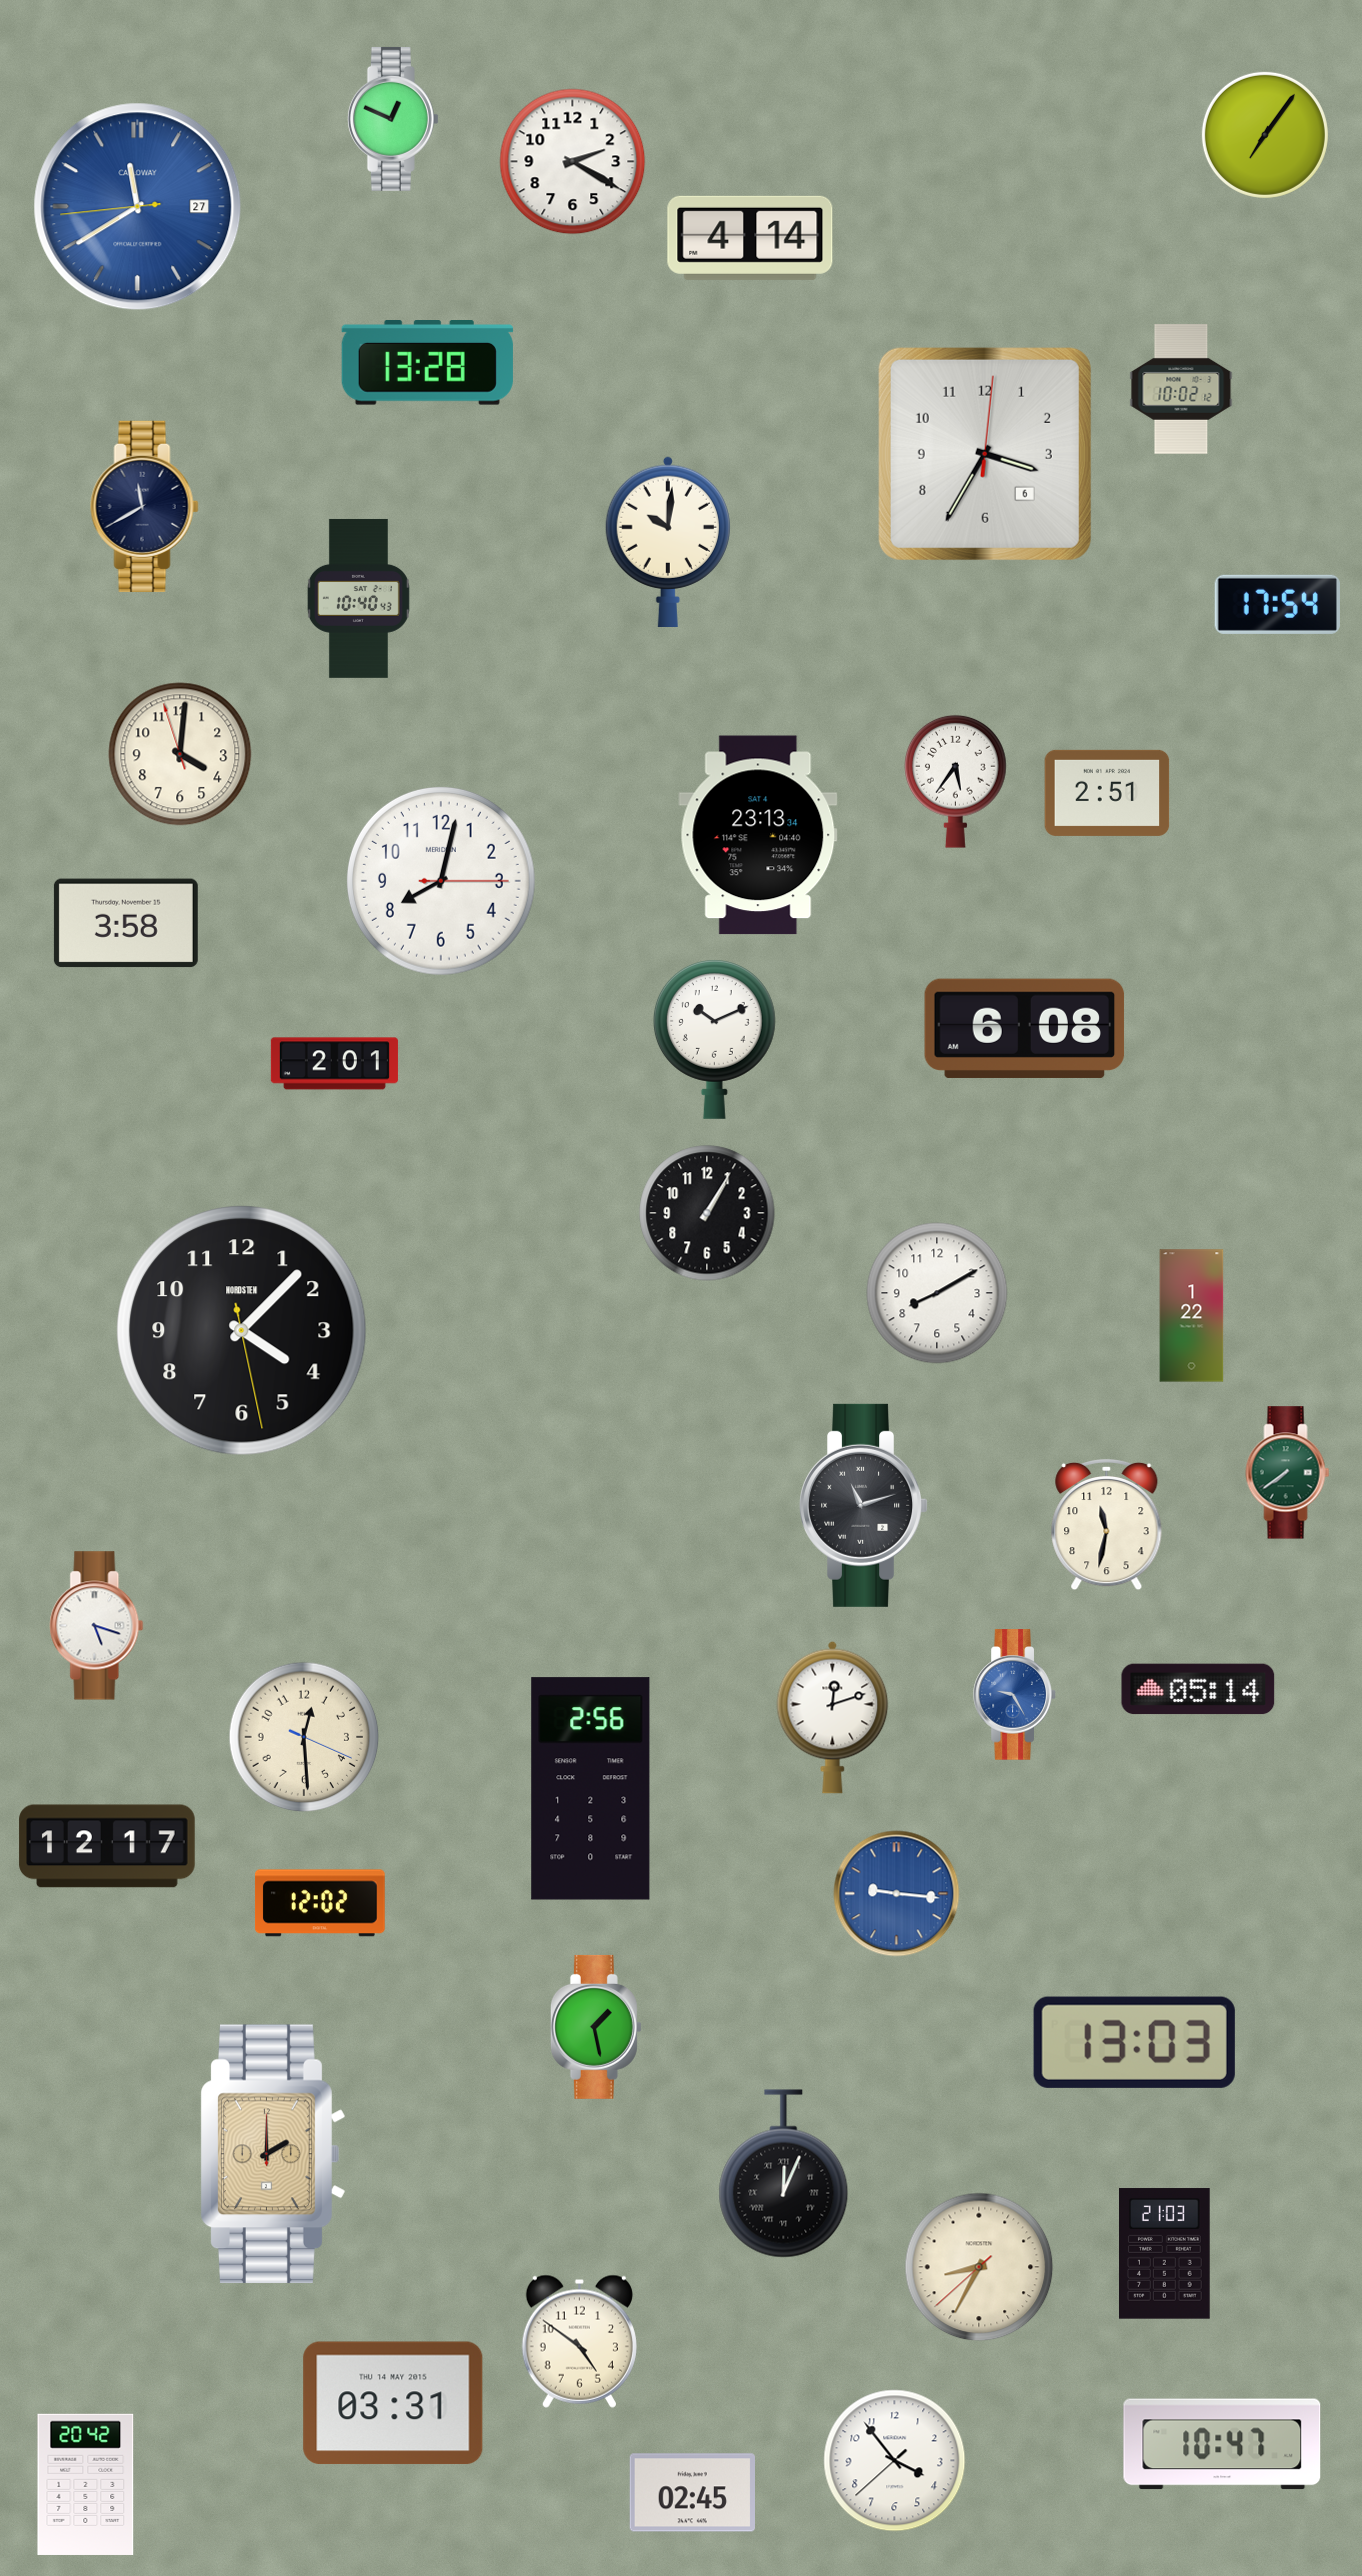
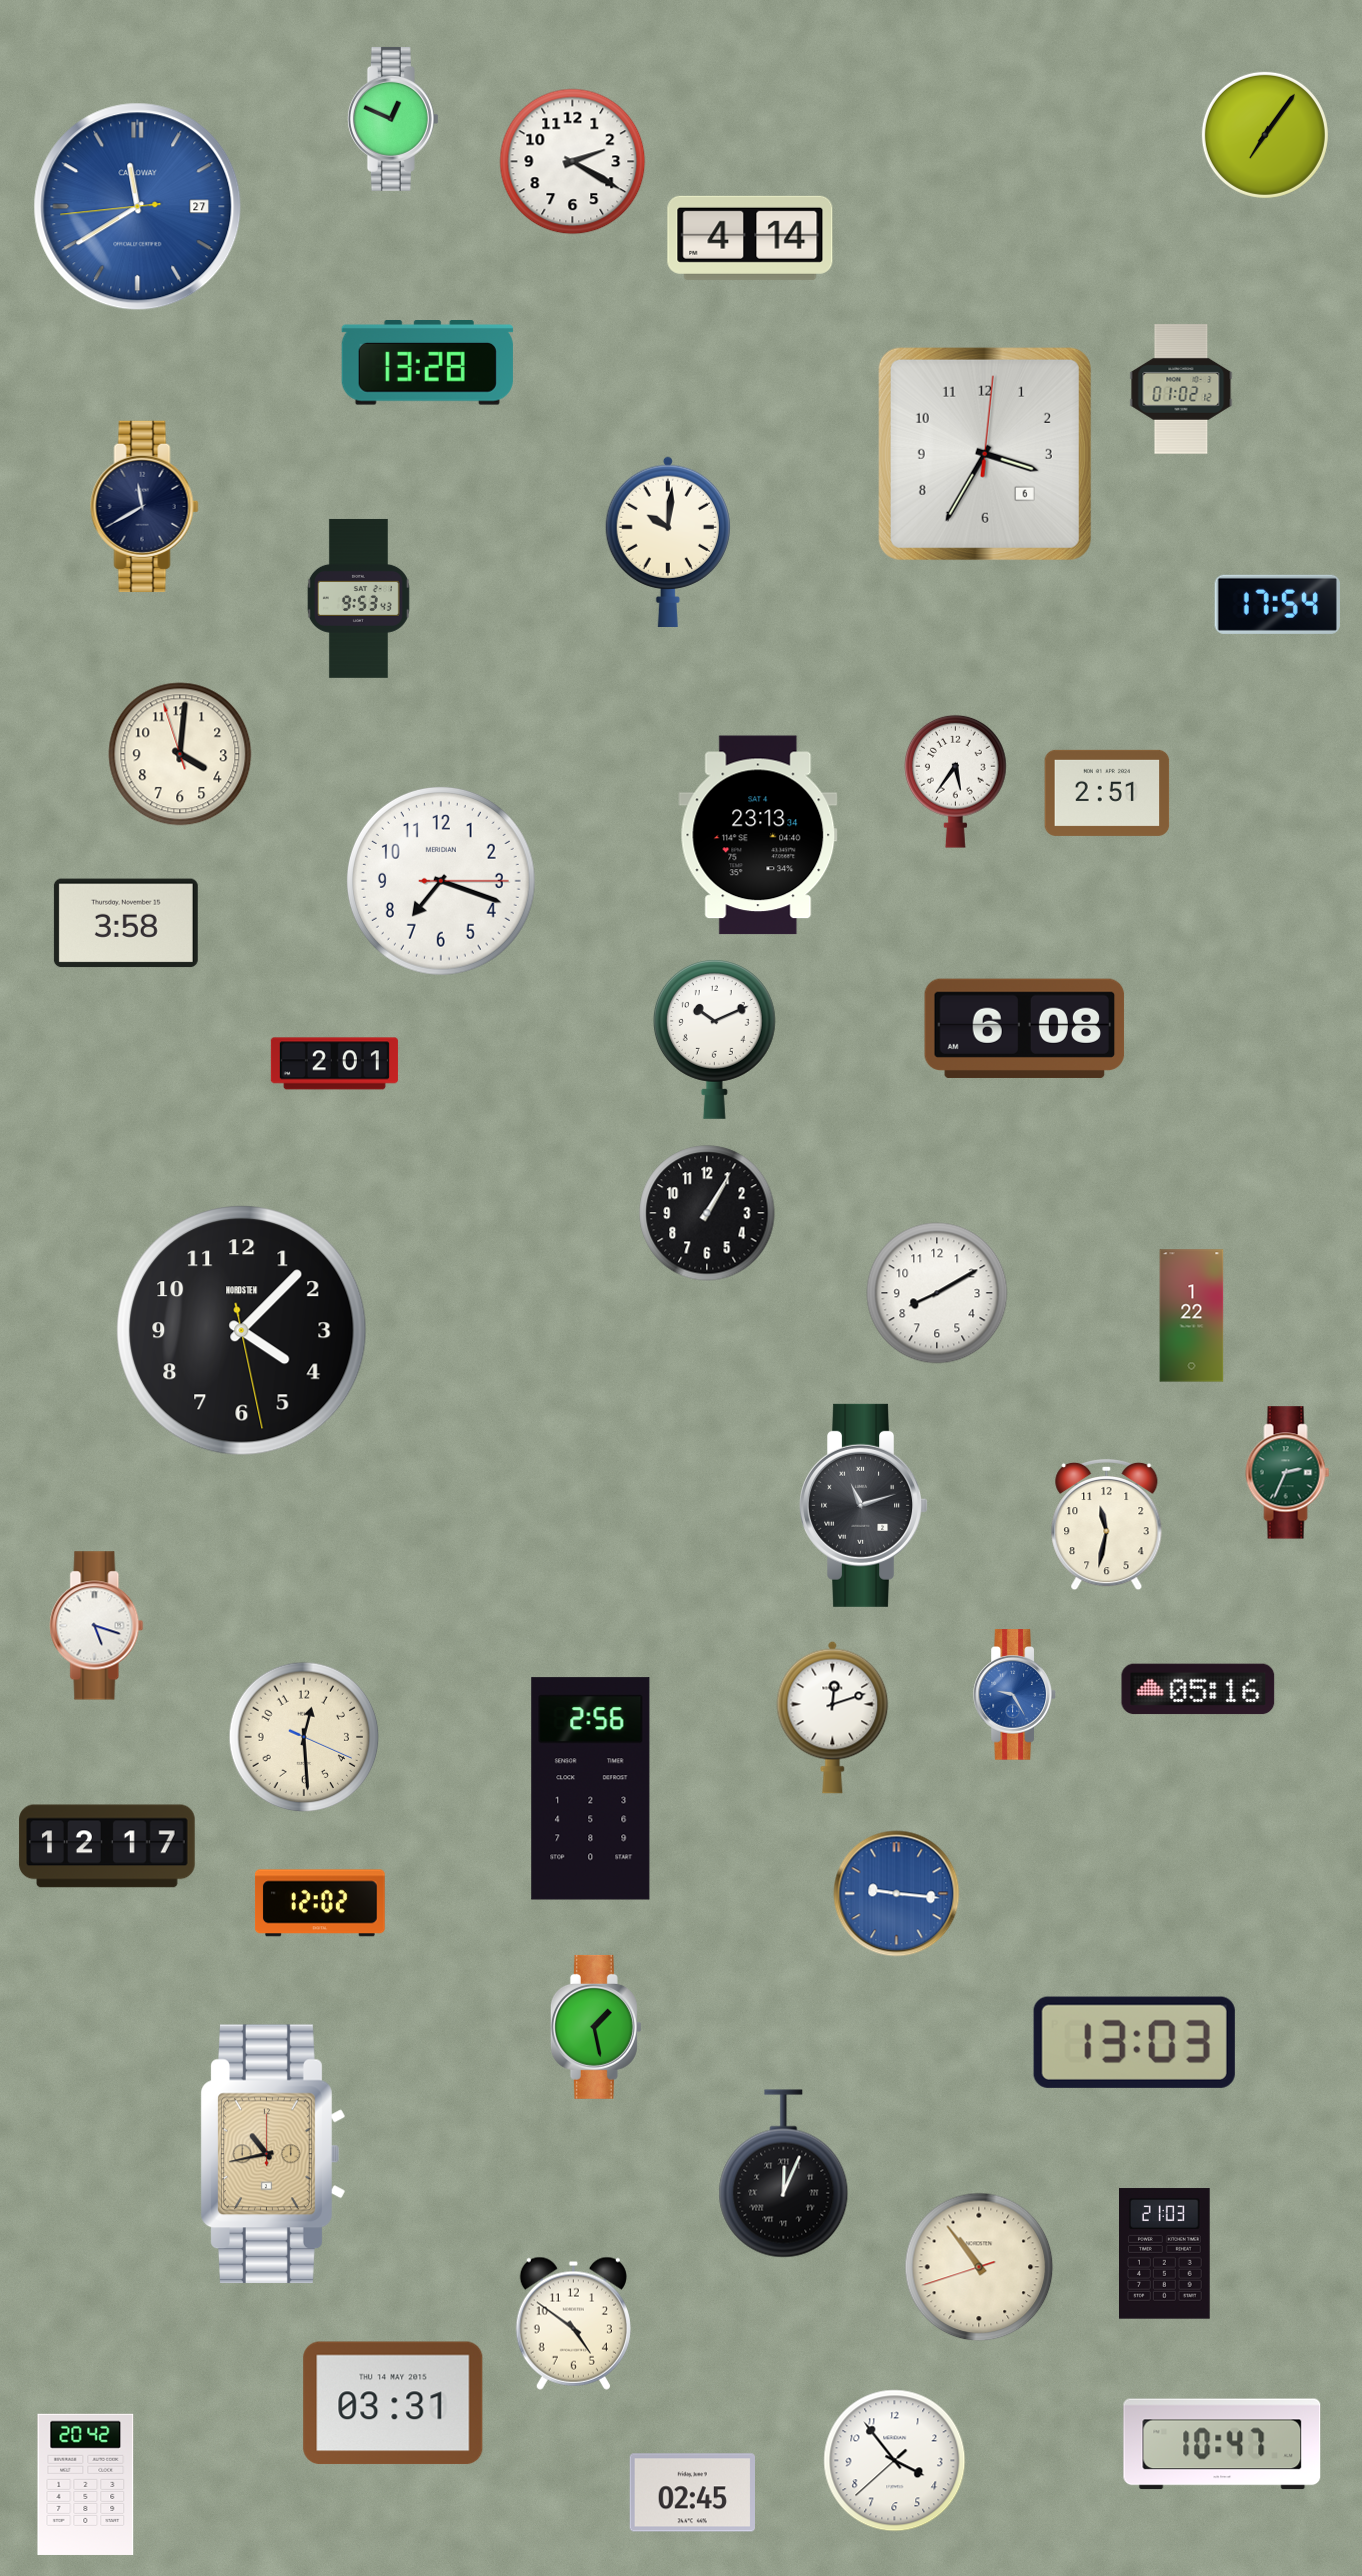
clock at (1181, 389): 10:02 -> 01:02
clock at (358, 598): 10:40 -> 9:53
clock at (441, 881): 8:02 -> 7:18
clock at (1288, 1473): 7:39 -> 2:34
clock at (1198, 1689): 05:14 -> 05:16
clock at (273, 2154): 2:00 -> 10:43
clock at (979, 2267): 8:34 -> 10:53
clock at (579, 2341) position: (579, 2341) -> (573, 2323)
